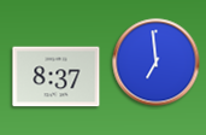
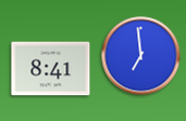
clock at (57, 77): 8:37 -> 8:41
